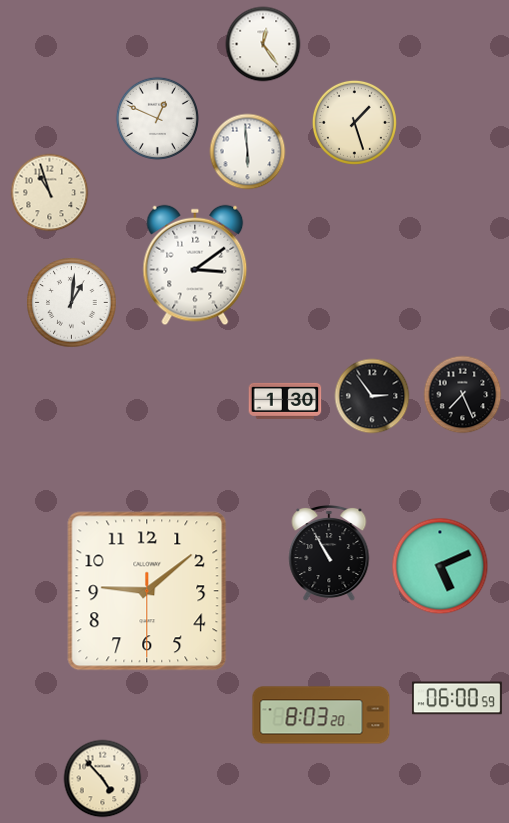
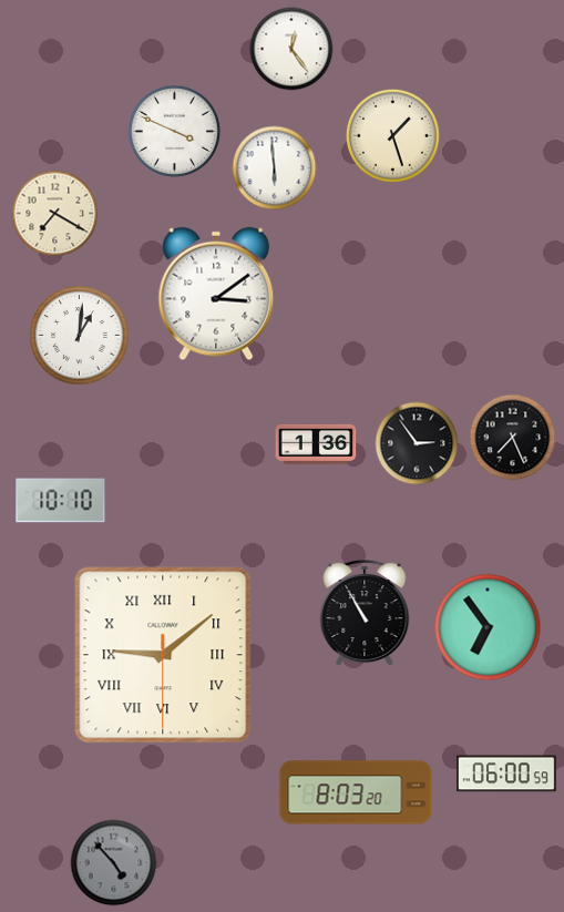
clock at (157, 118): 12:49 -> 3:49
clock at (50, 193): 10:57 -> 7:20
clock at (372, 396) position: (372, 396) -> (417, 443)
clock at (285, 401): 1:30 -> 1:36
clock at (61, 501): none -> 10:10
clock at (440, 566): 5:11 -> 6:54
clock at (147, 591) numerals: Arabic -> Roman
clock at (103, 779) dial: cream -> grey
